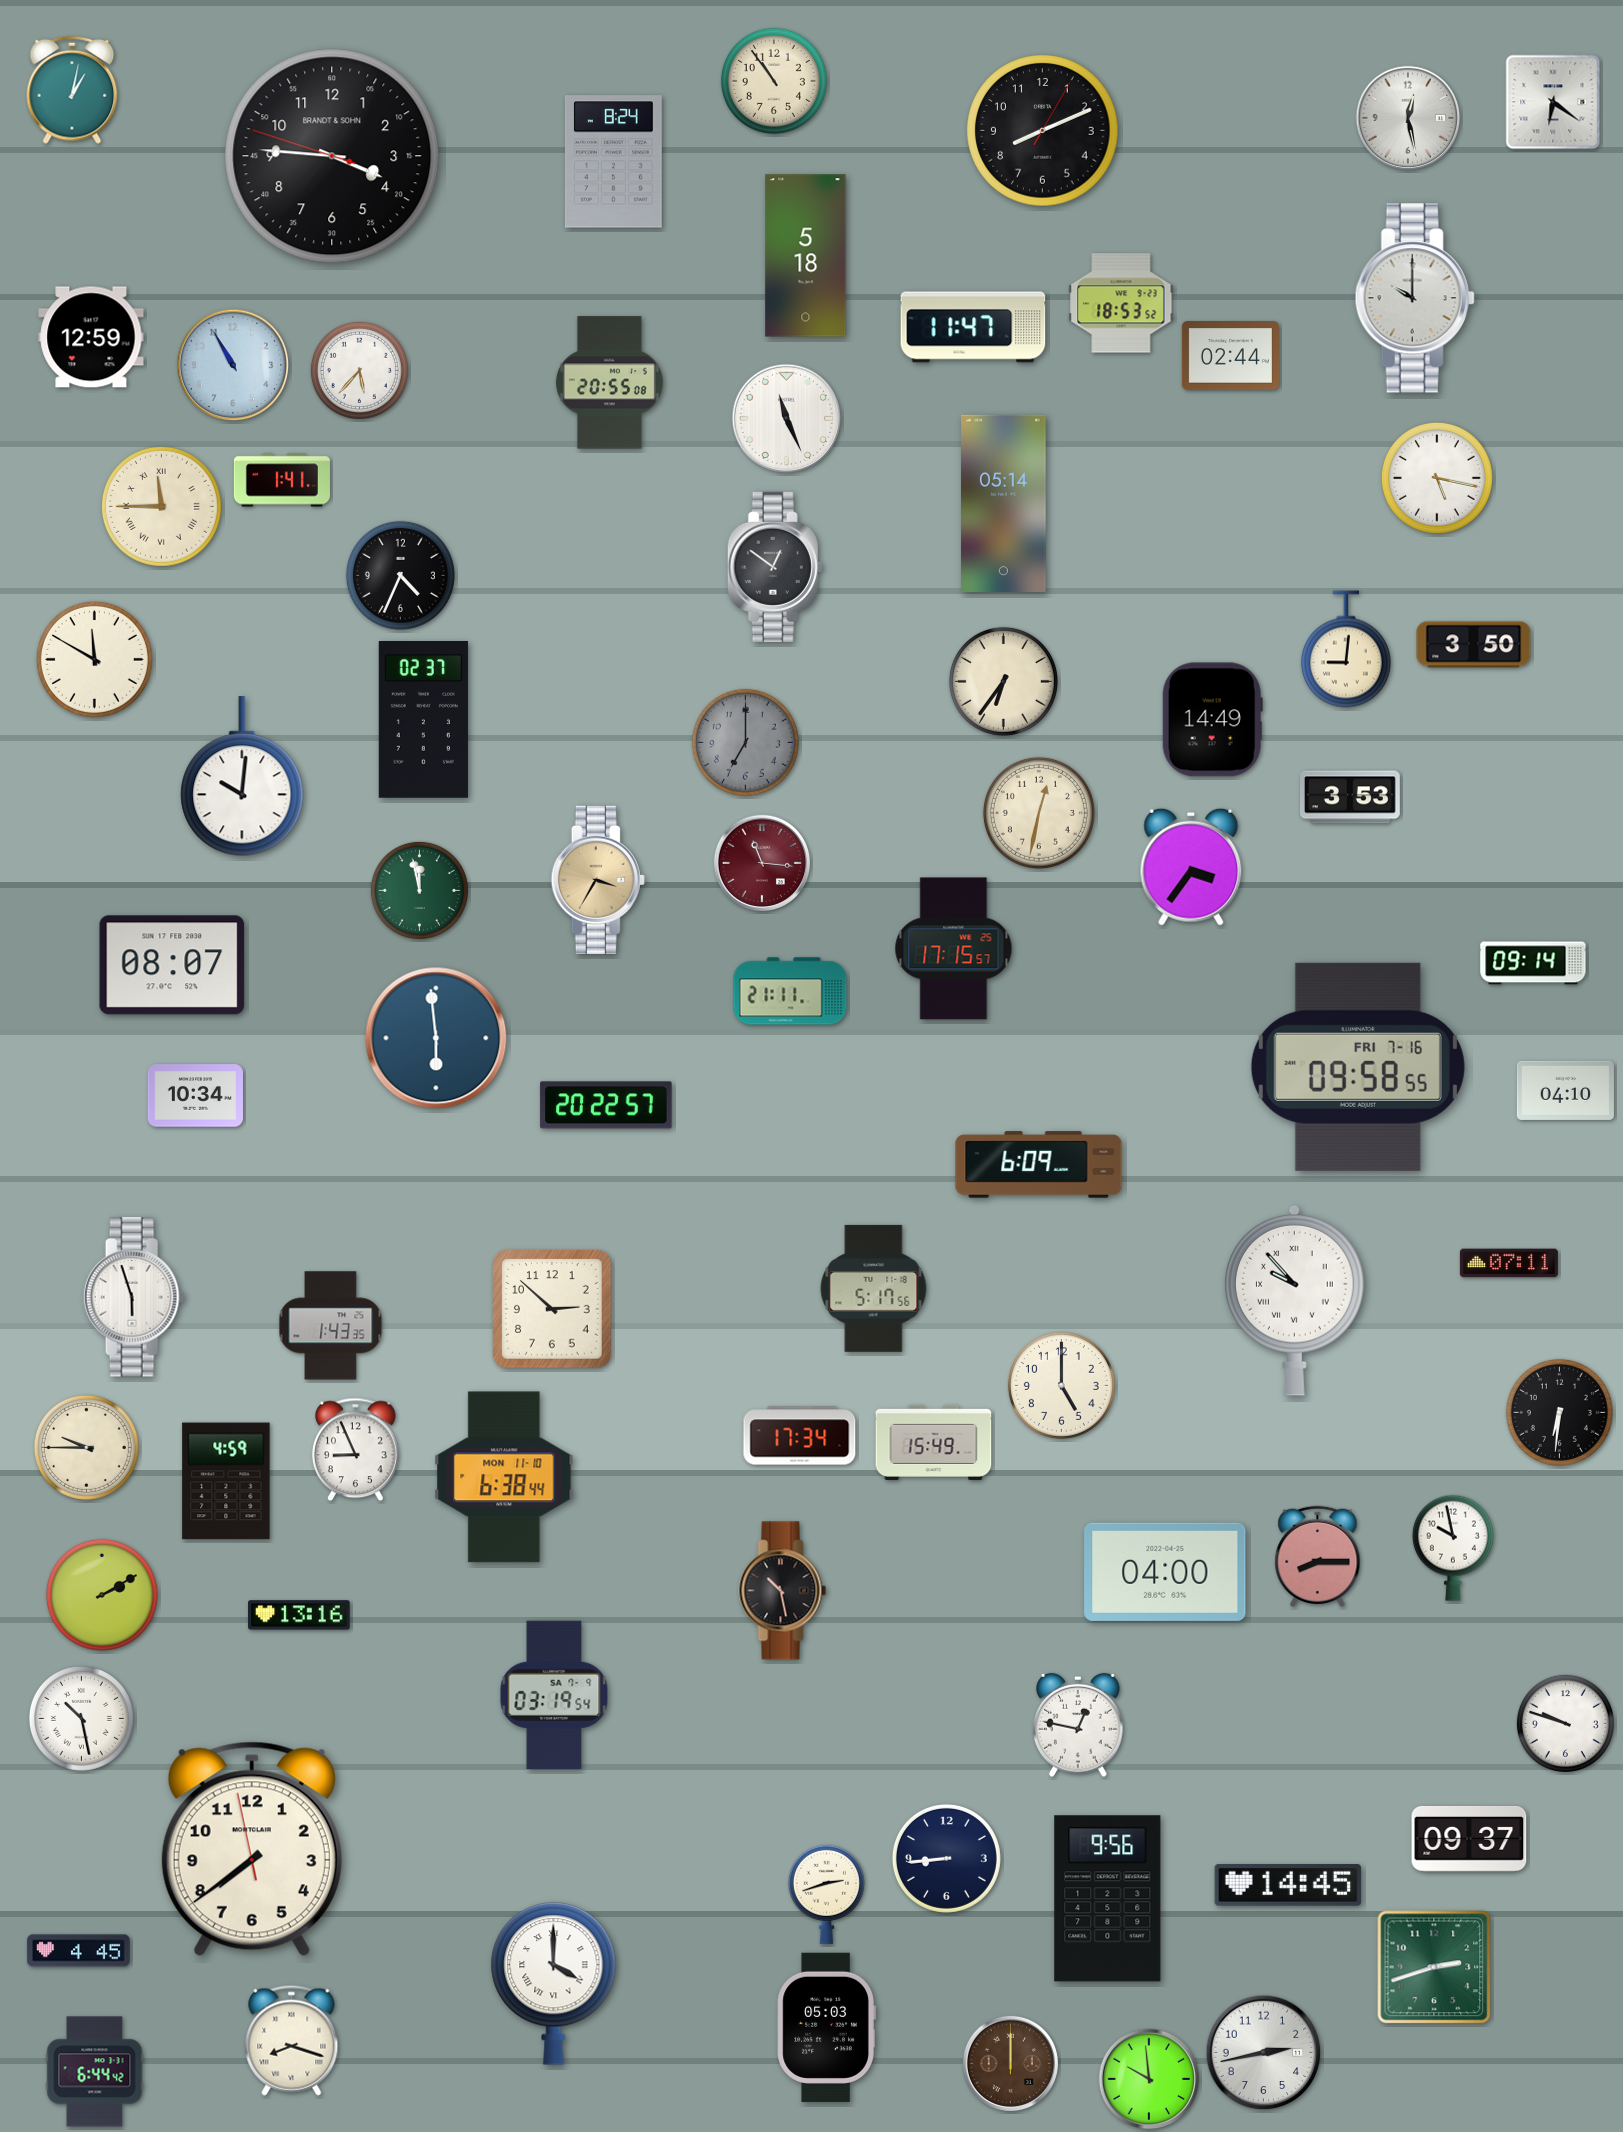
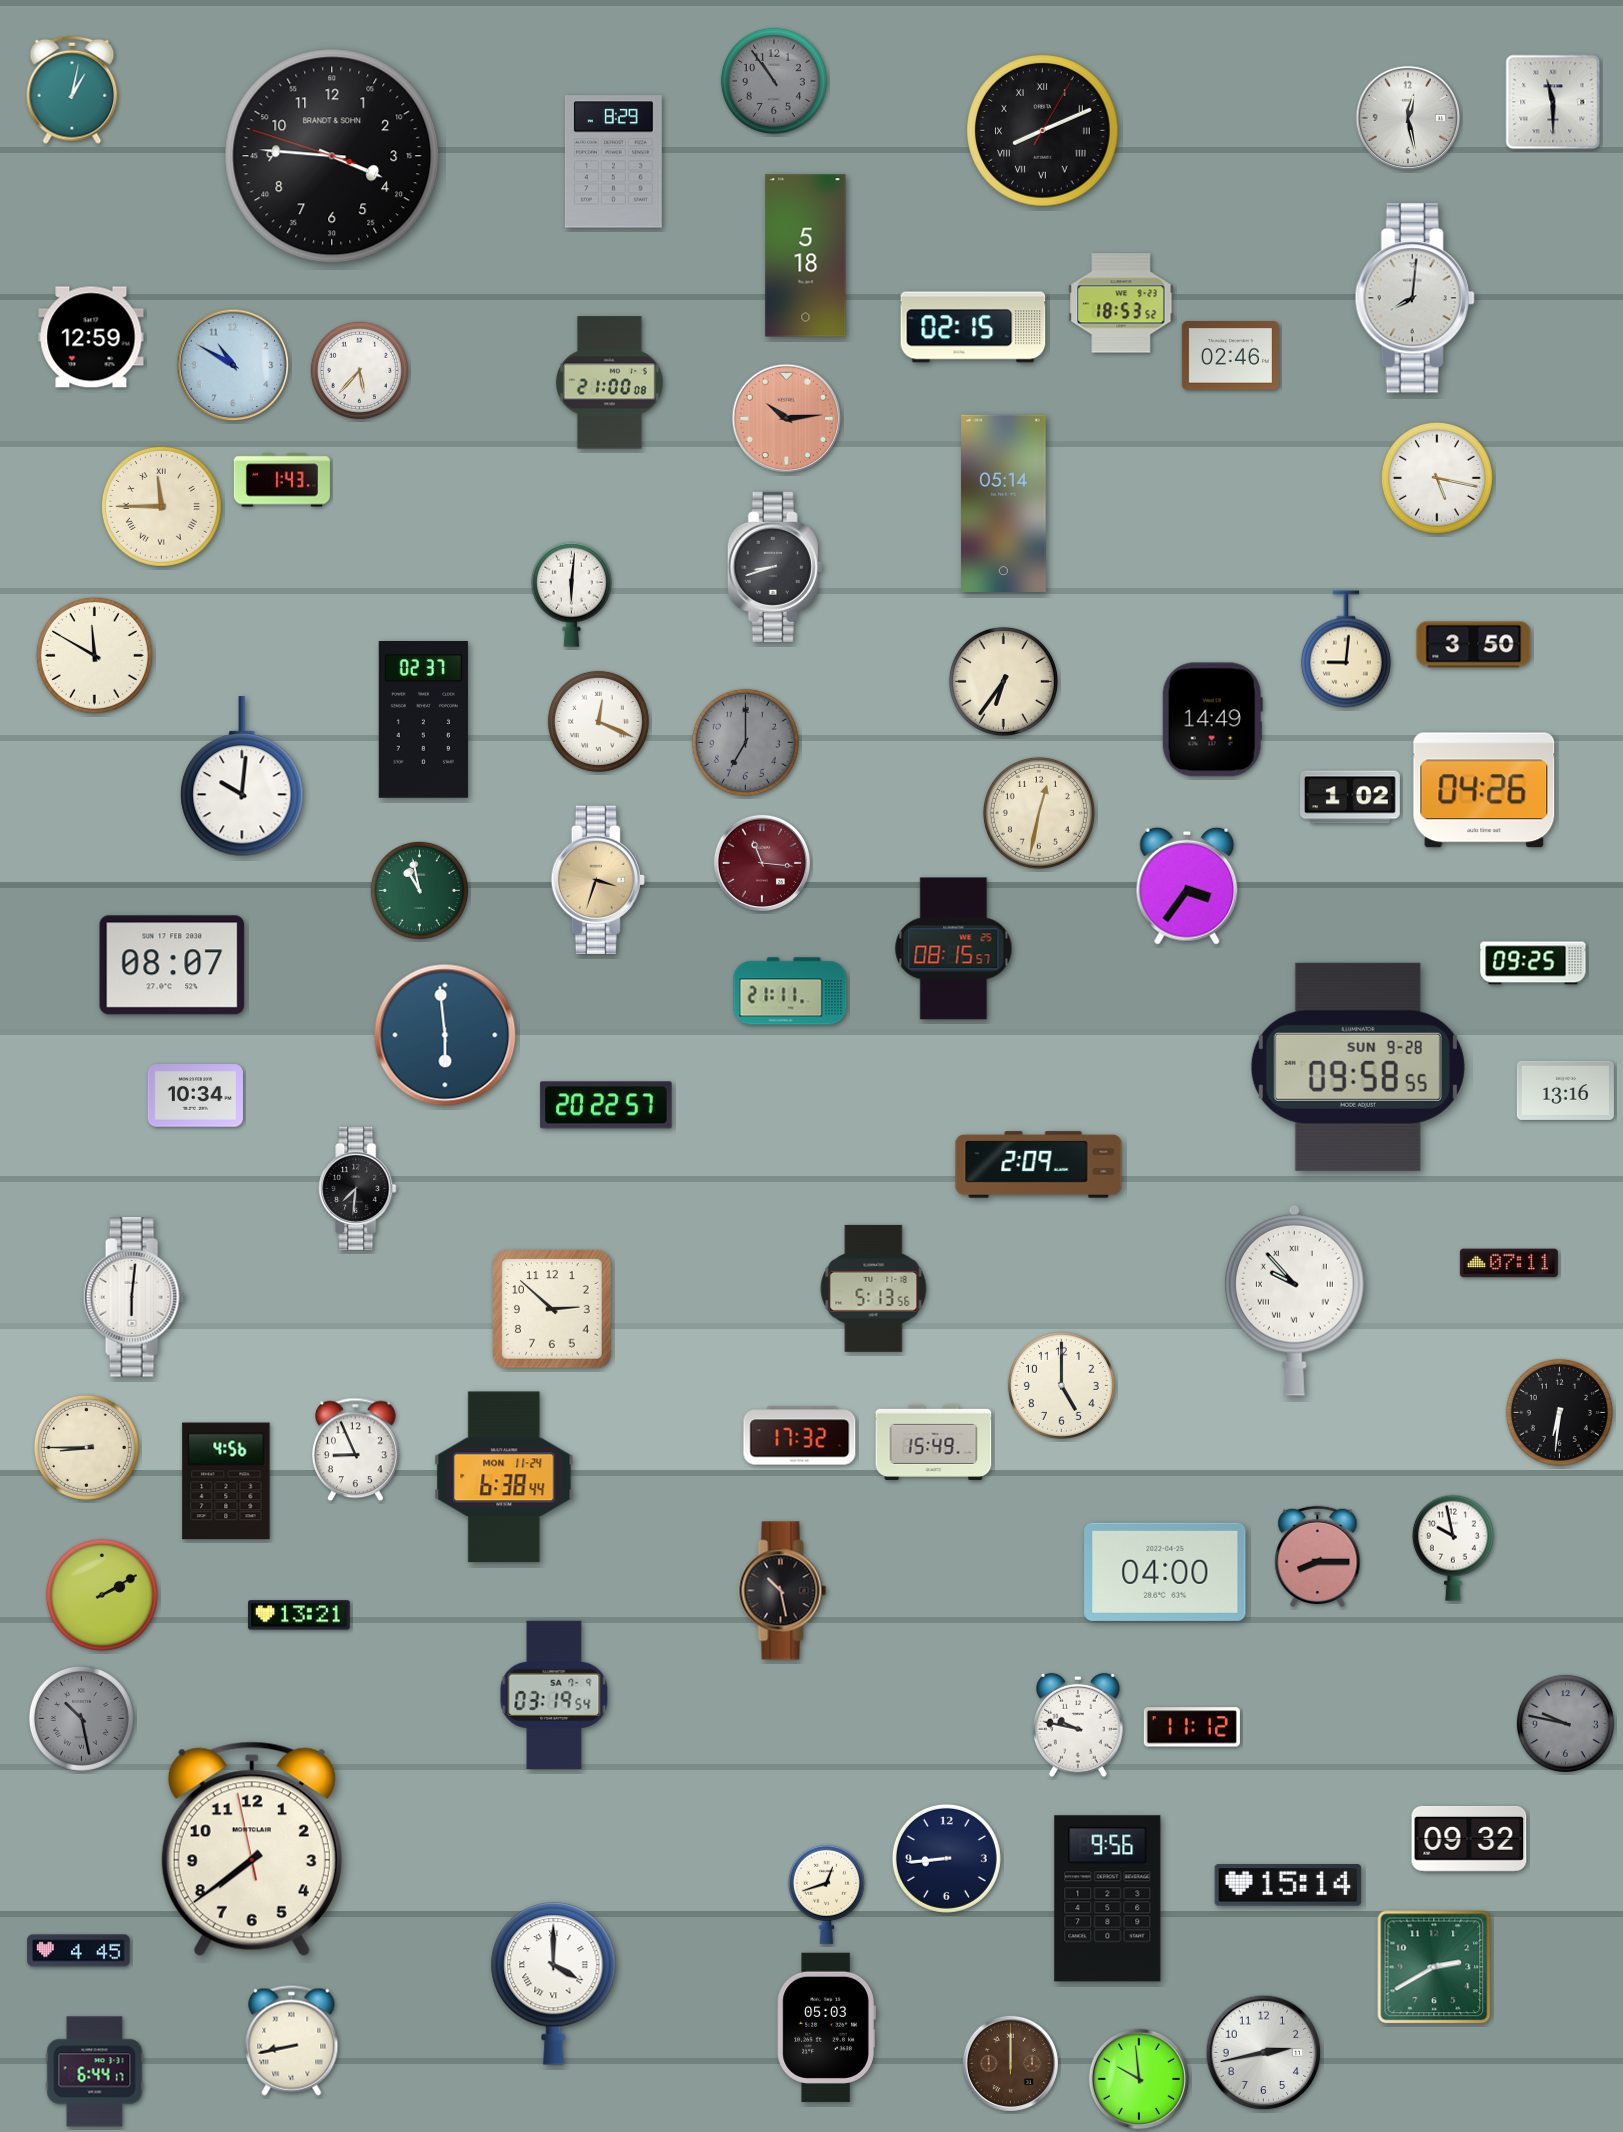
clock at (774, 81) dial: cream -> grey
clock at (1553, 102): 6:21 -> 11:30
clock at (1043, 131) numerals: Arabic -> Roman
clock at (613, 162): 8:24 -> 8:29
clock at (1415, 298): 10:00 -> 8:01
clock at (973, 327): 11:47 -> 02:15
clock at (1230, 356): 02:44 -> 02:46
clock at (233, 365): 10:55 -> 10:50
clock at (609, 383): 20:55 -> 21:00
clock at (787, 419): 11:26 -> 10:14
clock at (787, 419) dial: white -> salmon
clock at (282, 480): 1:41 -> 1:43
clock at (775, 567): 12:51 -> 8:42
clock at (400, 575): 4:34 -> none
clock at (571, 594): none -> 6:01
clock at (94, 659) position: (94, 659) -> (94, 655)
clock at (598, 721): none -> 12:19
clock at (1484, 790): none -> 04:26
clock at (1351, 797): 3:53 -> 1:02
clock at (1191, 867) position: (1191, 867) -> (1187, 886)
clock at (598, 880): 3:35 -> 3:33
clock at (419, 890): 11:58 -> 10:58
clock at (954, 949): 17:15 -> 08:15
clock at (1533, 963): 09:14 -> 09:25
clock at (436, 1038) position: (436, 1038) -> (445, 1035)
clock at (1358, 1067) date: FRI 7-16 -> SUN 9-28
clock at (1565, 1090): 04:10 -> 13:16
clock at (1039, 1165): 6:09 -> 2:09
clock at (358, 1188): none -> 7:31
clock at (874, 1288): 5:17 -> 5:13
clock at (134, 1297): 5:57 -> 6:01
clock at (331, 1326): 1:43 -> none
clock at (800, 1436): 17:34 -> 17:32
clock at (86, 1447): 9:45 -> 8:45
clock at (504, 1477) date: MON 11-10 -> MON 11-24
clock at (226, 1481): 4:59 -> 4:56
clock at (299, 1615): 13:16 -> 13:21
clock at (81, 1718) dial: white -> grey
clock at (1565, 1723): 9:48 -> 9:47
clock at (1565, 1723) dial: white -> grey
clock at (1079, 1725): 12:47 -> 9:47
clock at (1192, 1727): none -> 11:12
clock at (1469, 1839): 09:37 -> 09:32
clock at (1288, 1885): 14:45 -> 15:14
clock at (826, 1894): 2:42 -> 12:42
clock at (1434, 1967): 2:42 -> 2:40
clock at (292, 2040): 8:18 -> 8:43
clock at (95, 2072): 6:44:42 -> 6:44:17
clock at (1149, 2079) position: (1149, 2079) -> (1139, 2079)
